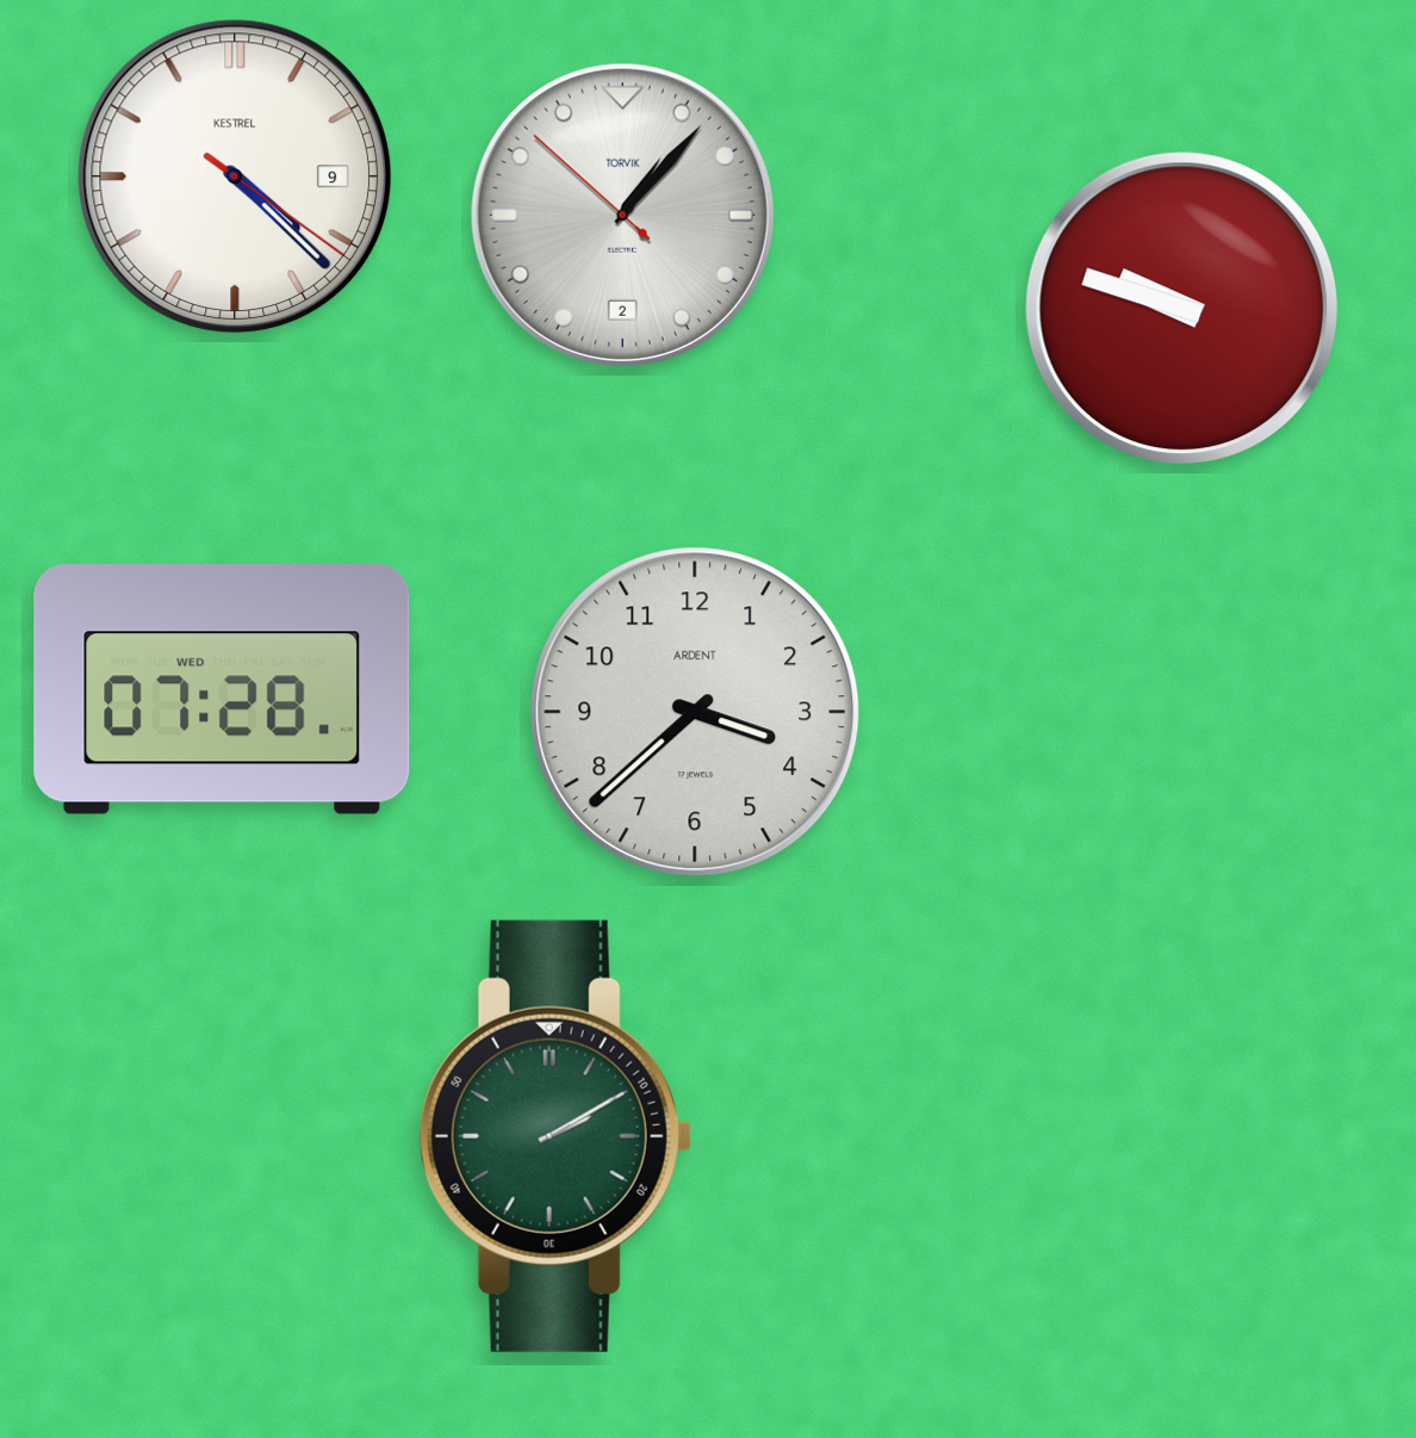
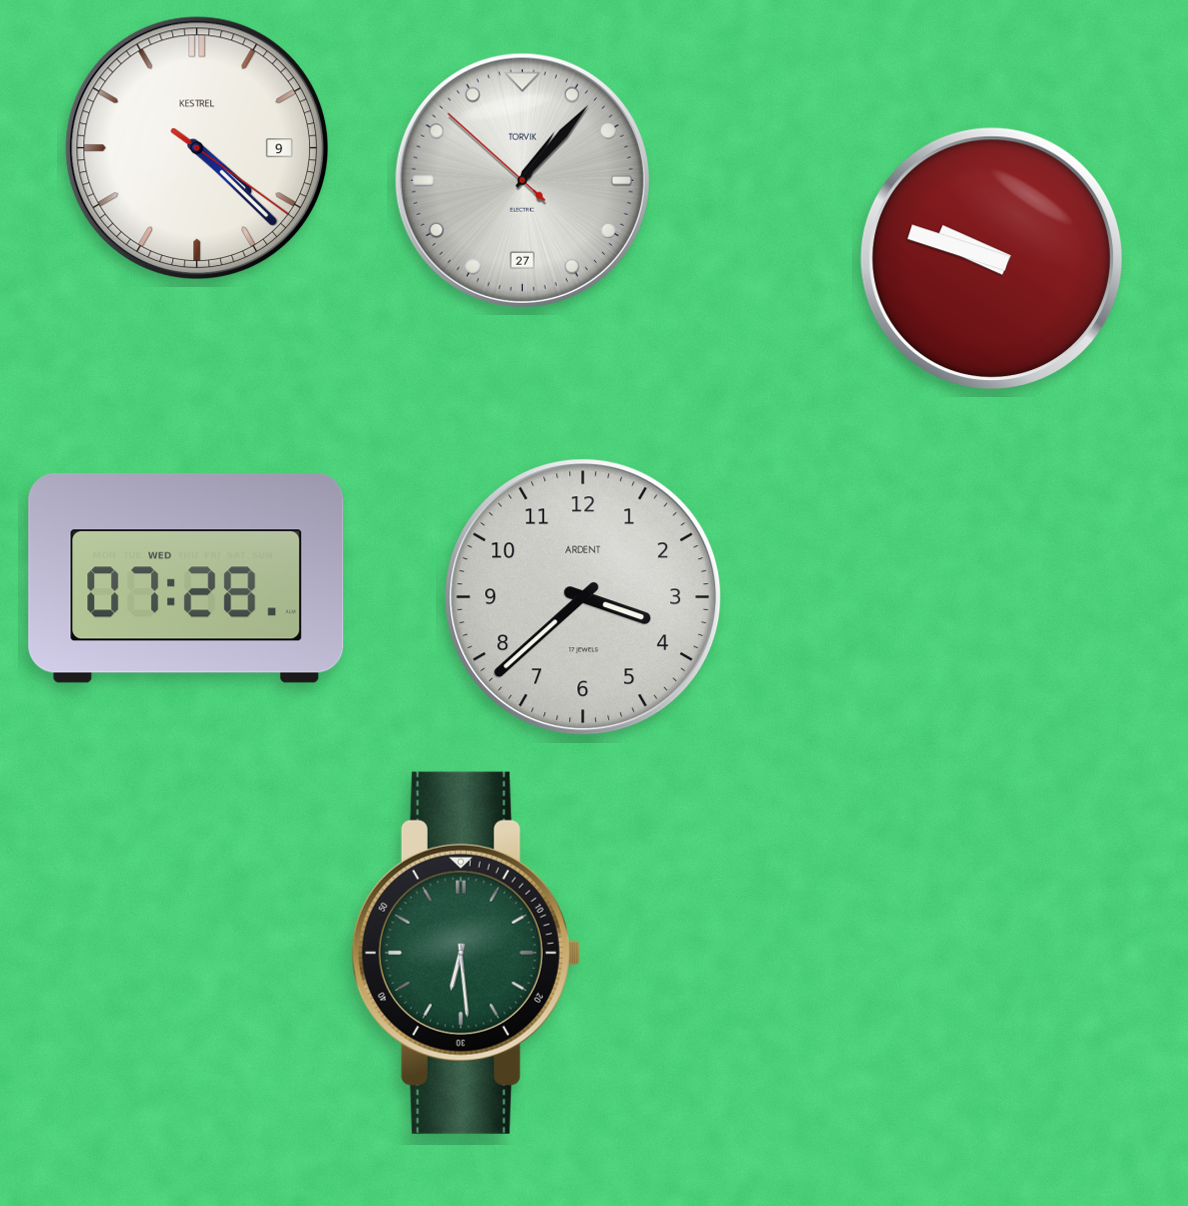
clock at (622, 215) date: 2 -> 27
clock at (555, 1136): 2:10 -> 6:29
